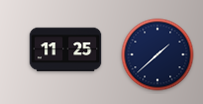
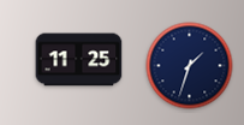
clock at (158, 55): 1:38 -> 1:33
